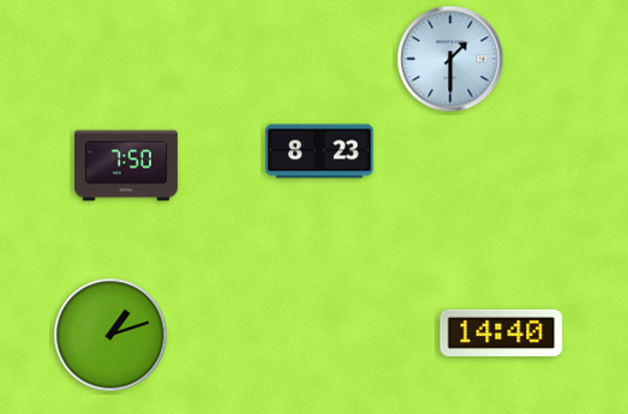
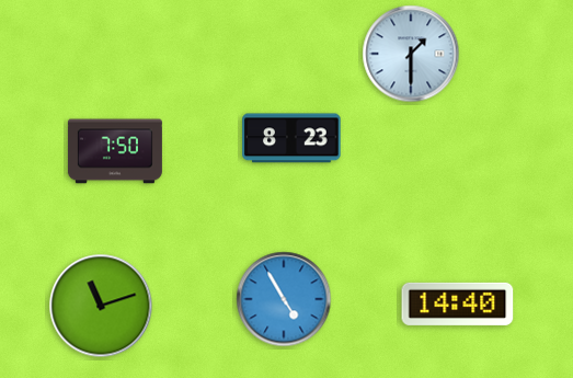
clock at (284, 299): none -> 4:55
clock at (110, 335): 1:12 -> 11:12
